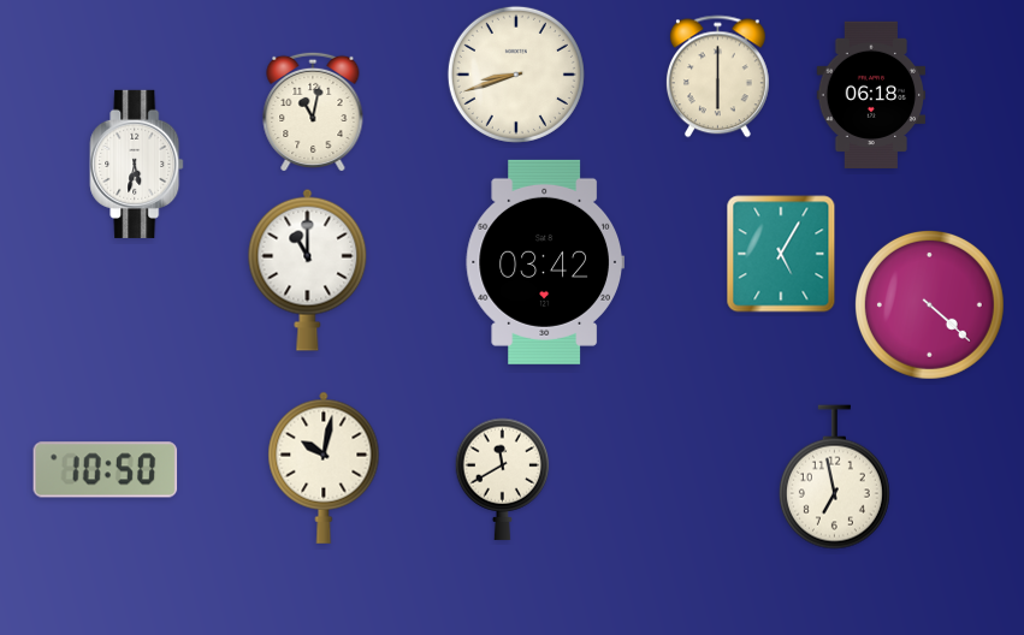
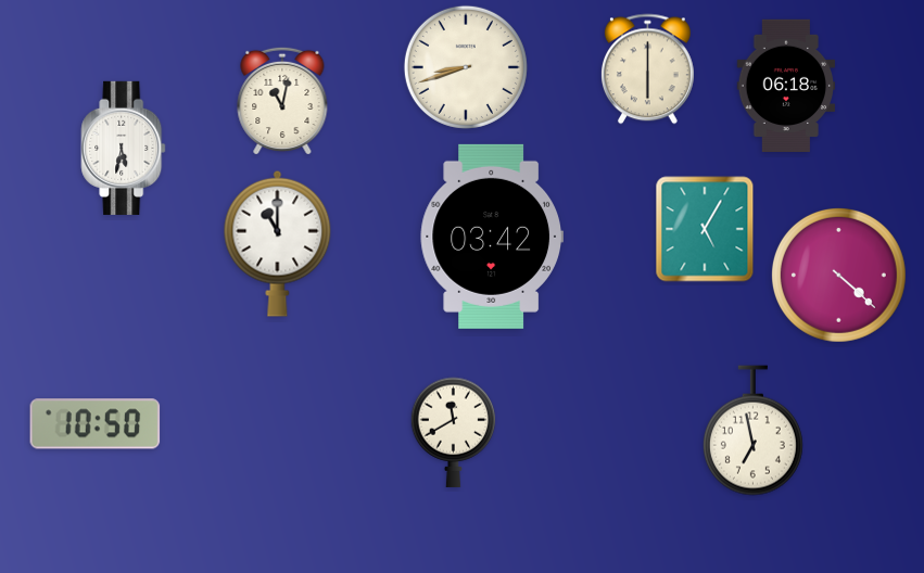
clock at (324, 468): 10:02 -> none
